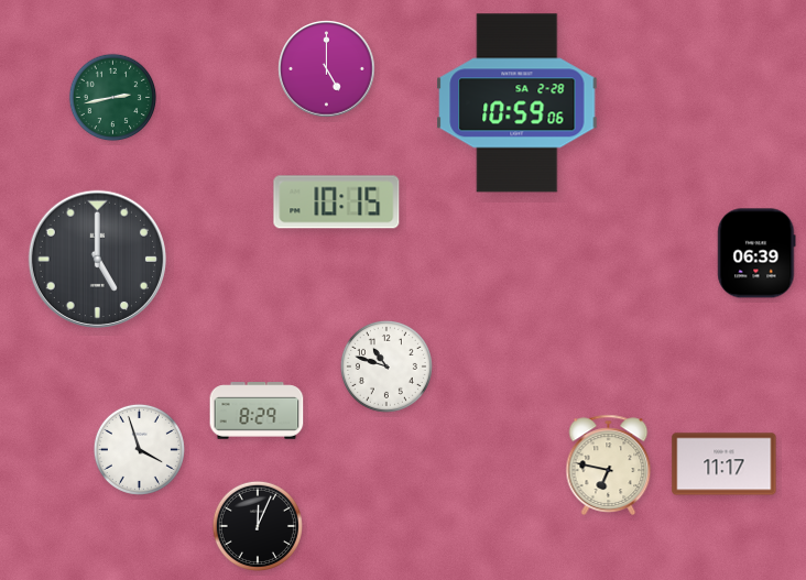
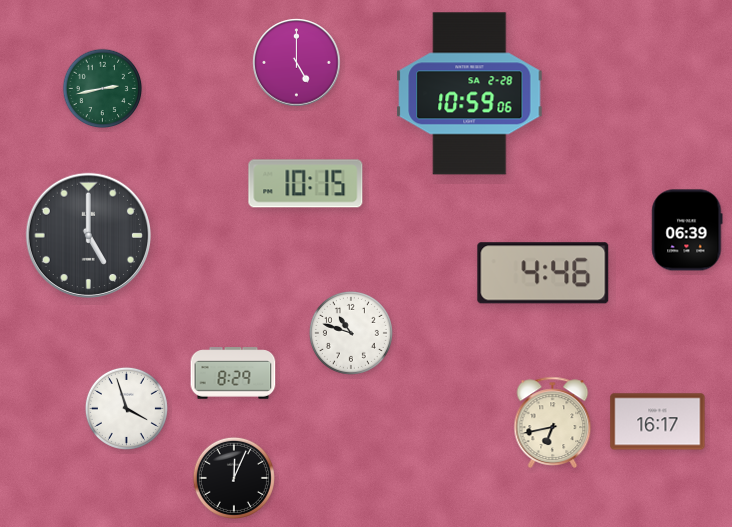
clock at (543, 273): none -> 4:46
clock at (609, 464): 6:47 -> 6:43
clock at (725, 464): 11:17 -> 16:17
